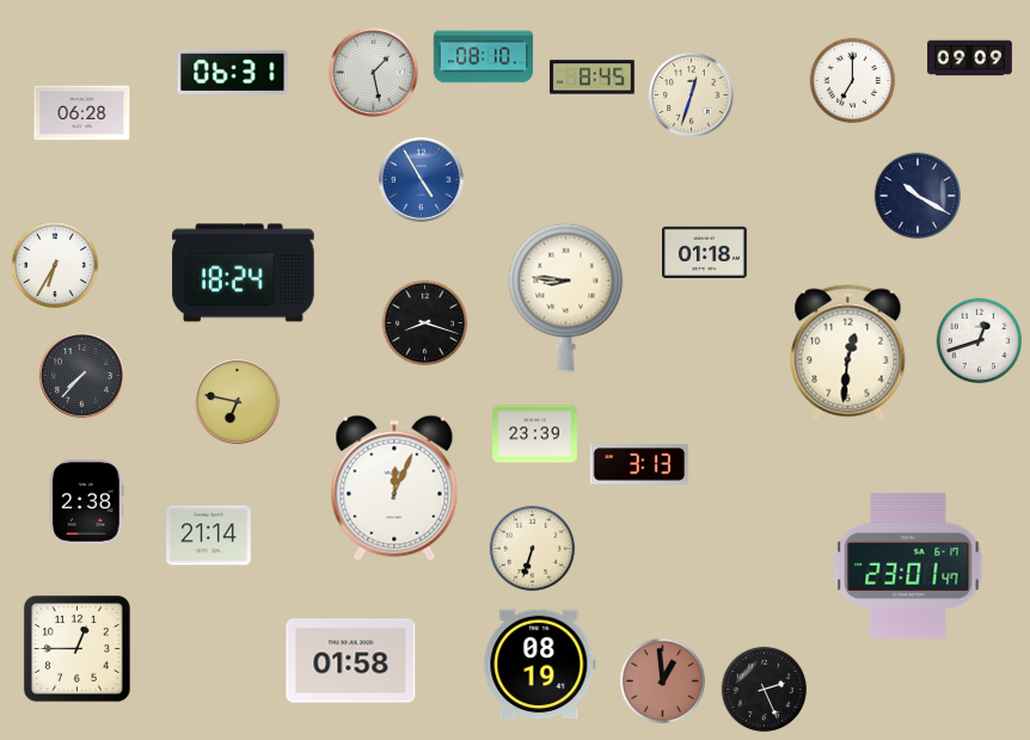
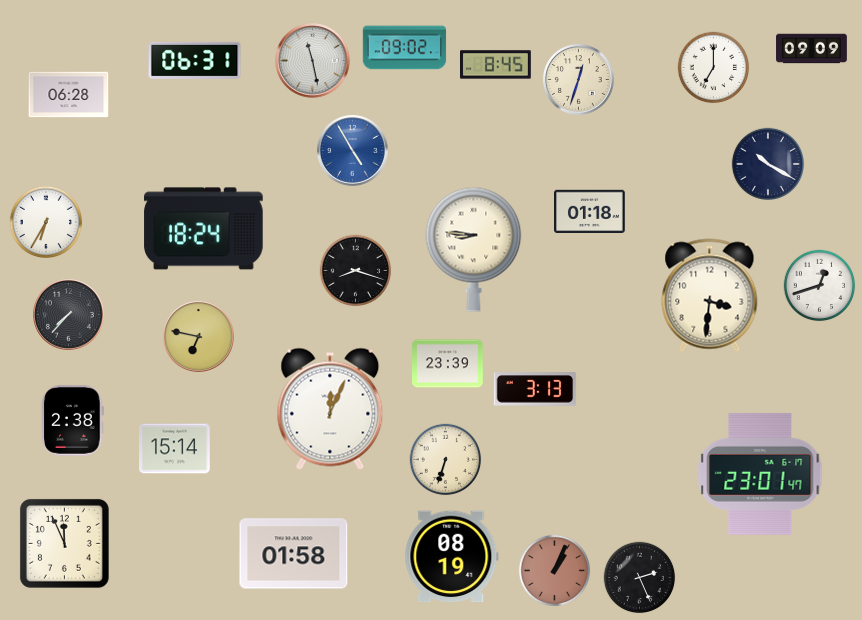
clock at (484, 57): 08:10 -> 09:02
clock at (374, 73): 1:28 -> 11:28
clock at (848, 353): 12:31 -> 3:31
clock at (209, 536): 21:14 -> 15:14
clock at (76, 648): 12:45 -> 11:56
clock at (663, 682): 12:59 -> 1:04
